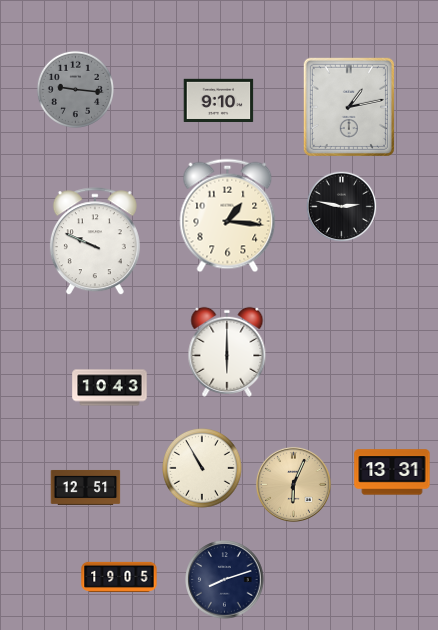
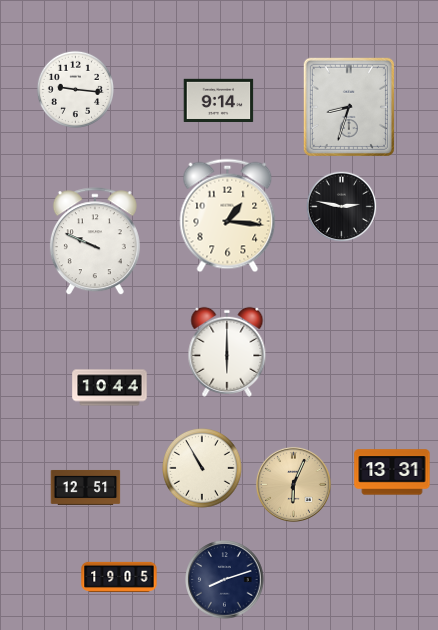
clock at (75, 89) dial: grey -> white
clock at (219, 100): 9:10 -> 9:14
clock at (349, 107): 1:13 -> 8:33
clock at (110, 388): 10:43 -> 10:44
